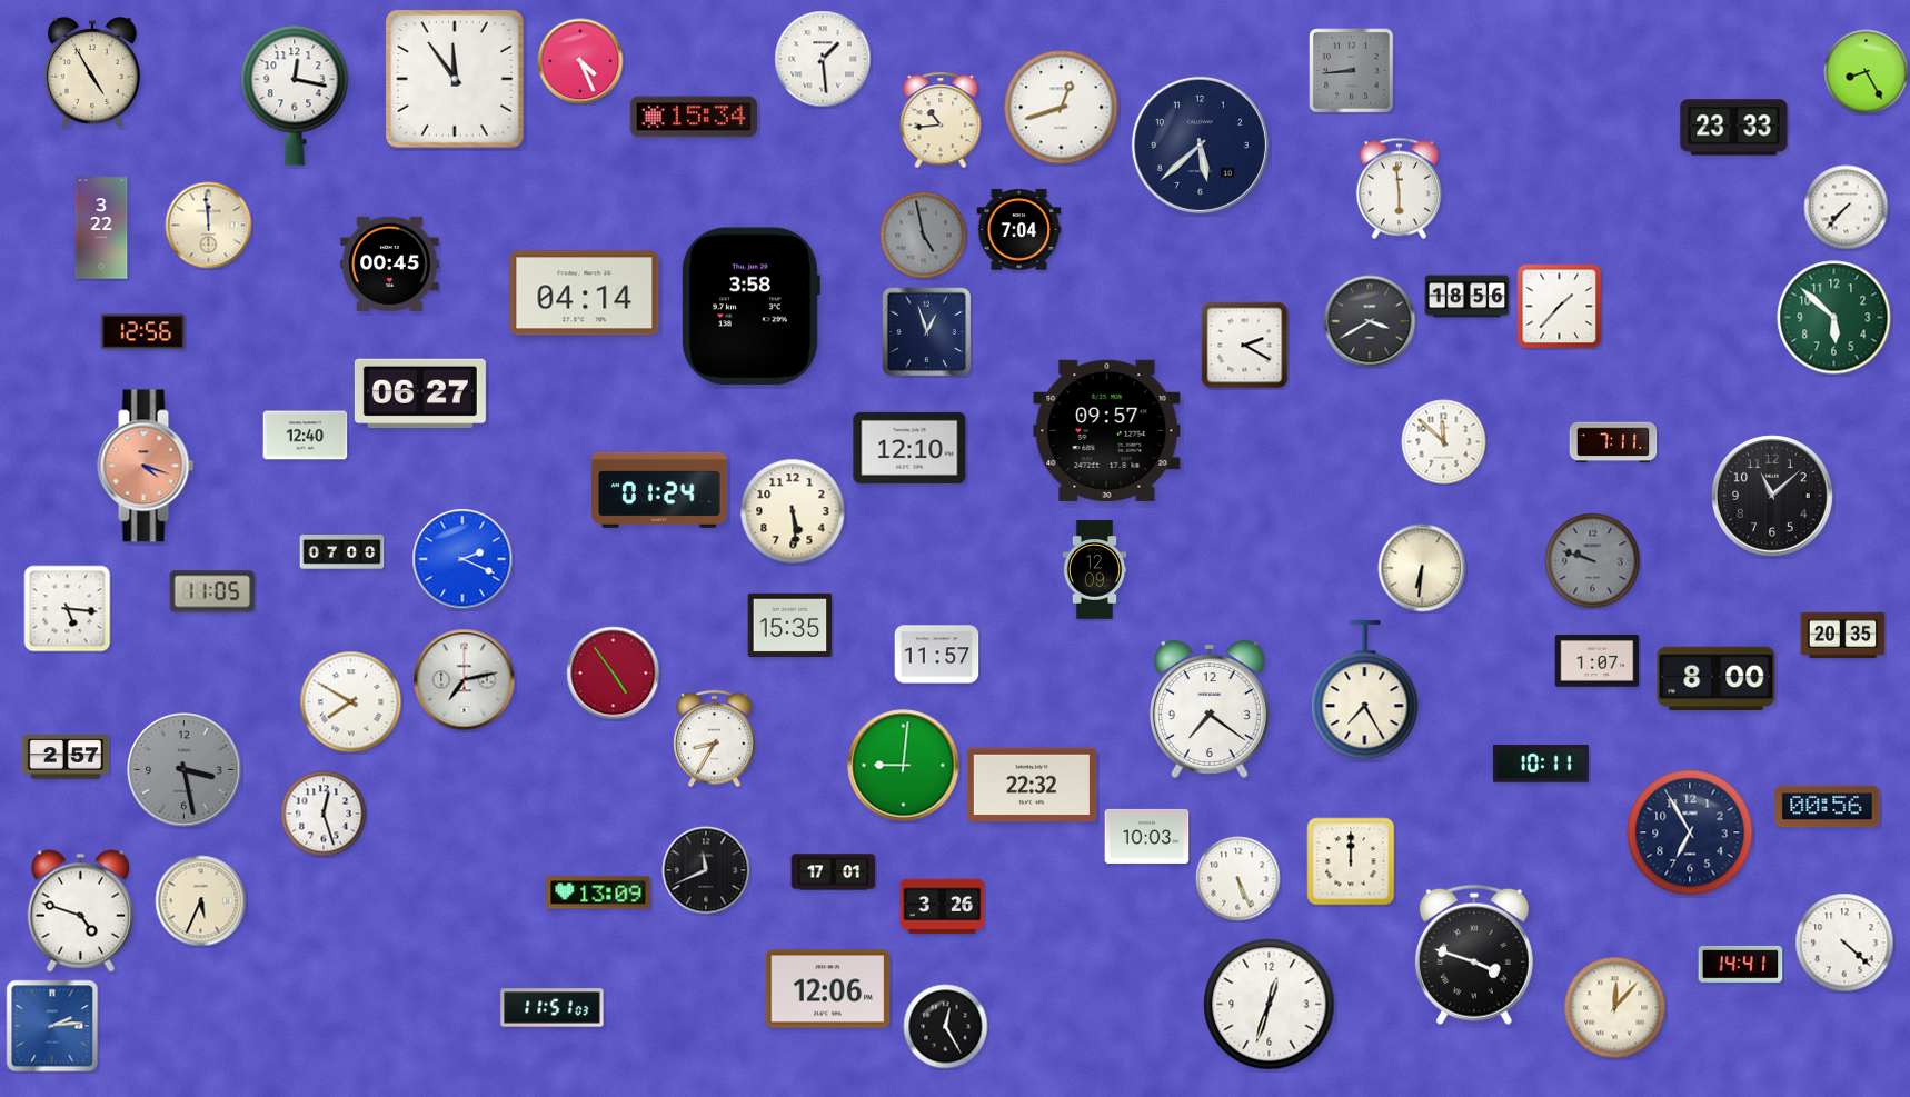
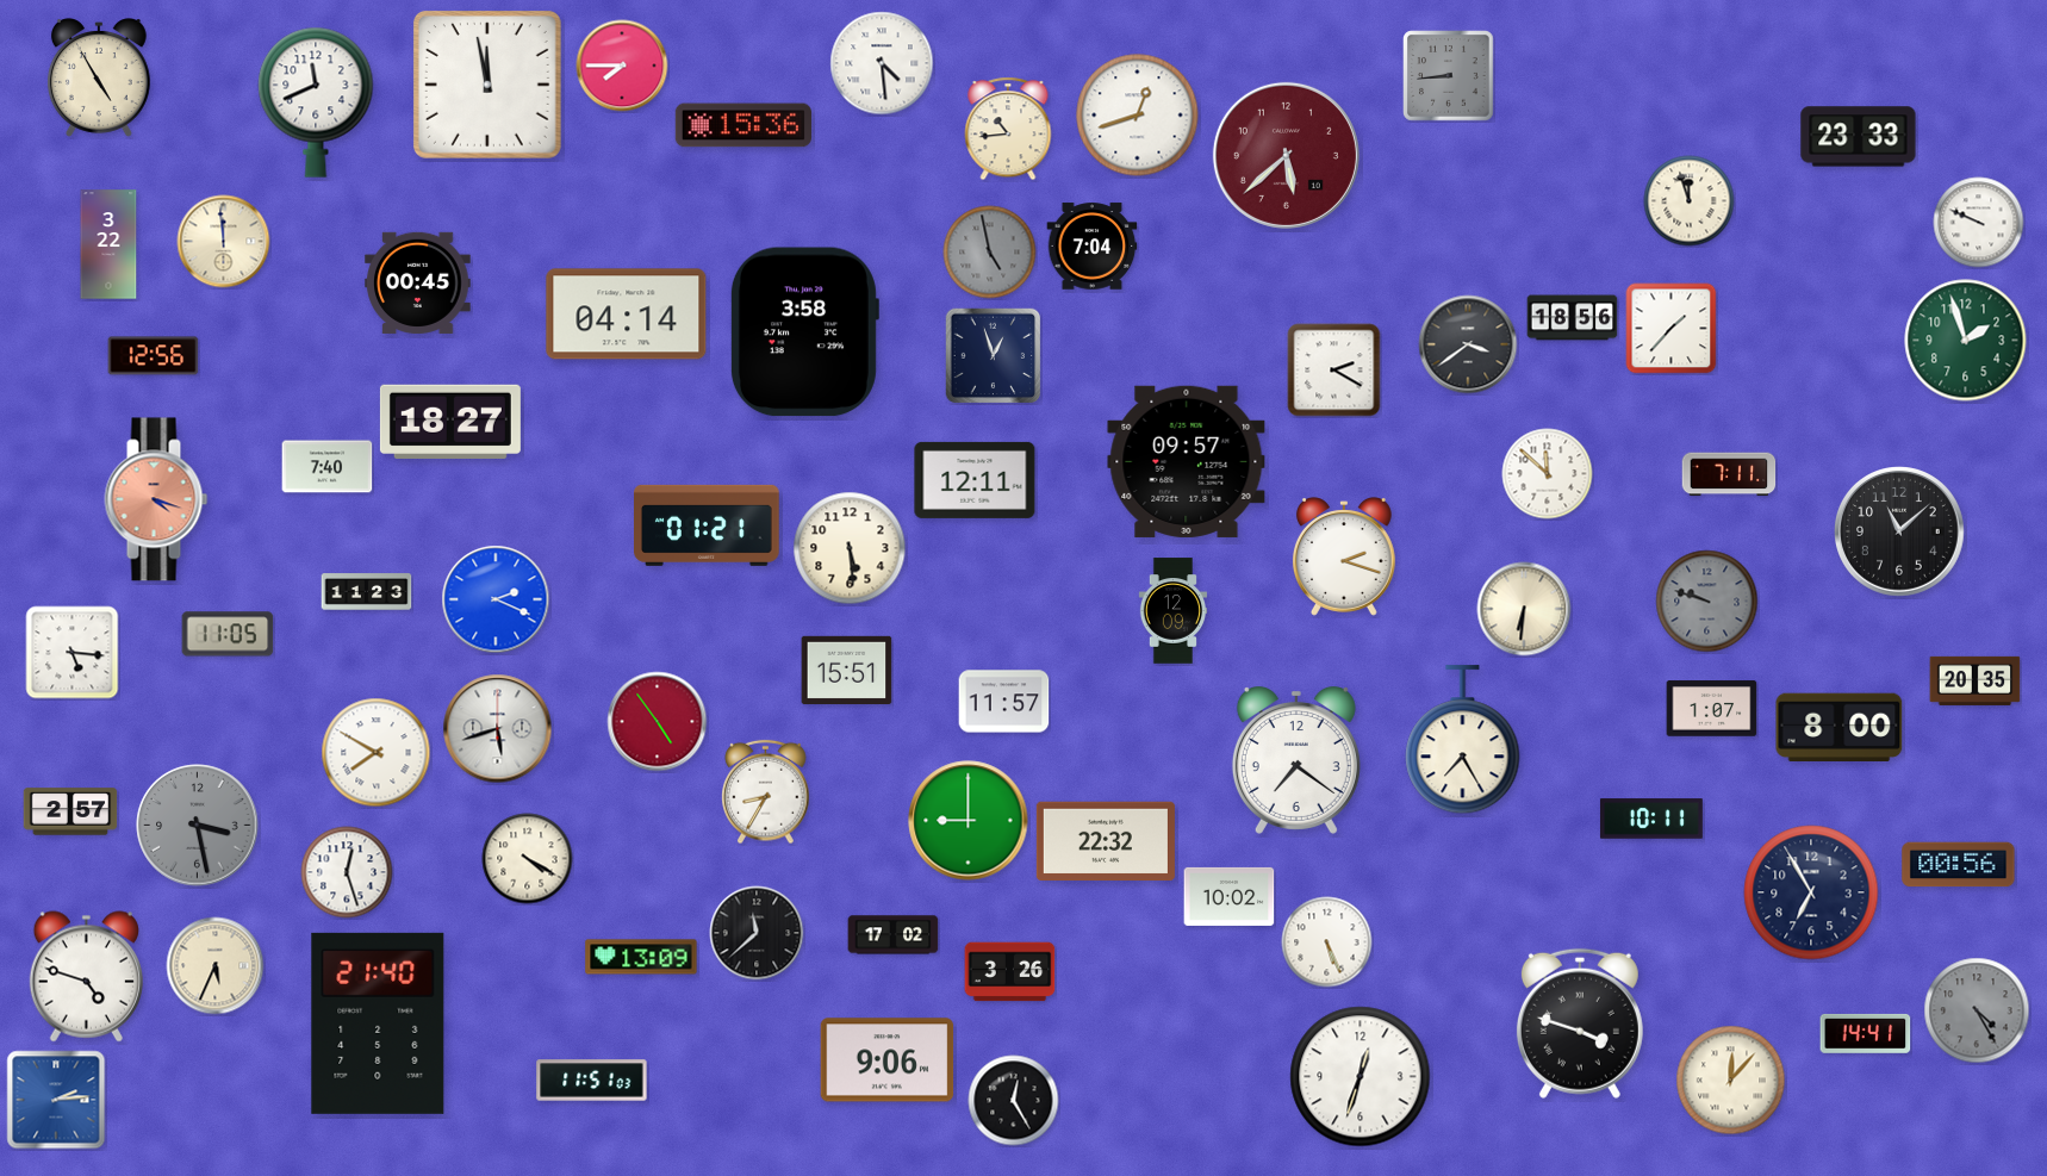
clock at (823, 59): 1:29 -> 4:29
clock at (580, 61): 4:26 -> 7:45
clock at (1867, 72): 8:25 -> none
clock at (455, 79): 11:54 -> 11:58
clock at (295, 96): 12:17 -> 11:41
clock at (694, 117): 15:34 -> 15:36
clock at (1200, 144) dial: navy -> burgundy
clock at (1400, 188): 5:59 -> none
clock at (1690, 201): none -> 11:57
clock at (1847, 208): 7:37 -> 9:49
clock at (750, 307) position: (750, 307) -> (804, 332)
clock at (1834, 318): 5:52 -> 1:57
clock at (1370, 321): 3:40 -> 3:39
clock at (420, 393): 06:27 -> 18:27
clock at (306, 436): 12:40 -> 7:40
clock at (909, 448): 12:10 -> 12:11
clock at (660, 490): 01:24 -> 01:21
clock at (1344, 556): none -> 2:18
clock at (342, 552): 07:00 -> 11:23
clock at (790, 626): 15:35 -> 15:51
clock at (465, 680): 7:13 -> 5:42
clock at (904, 766): 9:01 -> 9:00
clock at (528, 859): none -> 4:20
clock at (1147, 836): 10:03 -> 10:02
clock at (1351, 861): 12:00 -> none
clock at (706, 870): 11:41 -> 11:38
clock at (834, 872): 17:01 -> 17:02
clock at (1844, 943): 4:22 -> 4:25
clock at (1844, 943) dial: white -> grey
clock at (378, 1023): none -> 21:40
clock at (828, 989): 12:06 -> 9:06
